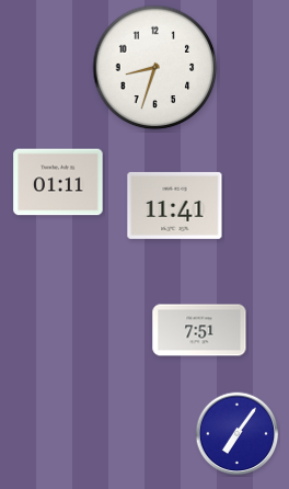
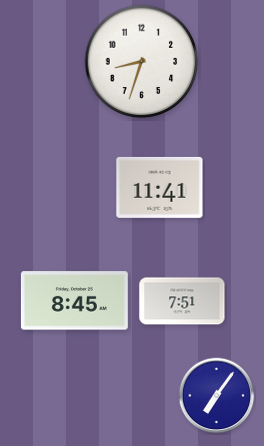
clock at (58, 182): 01:11 -> none
clock at (74, 301): none -> 8:45
